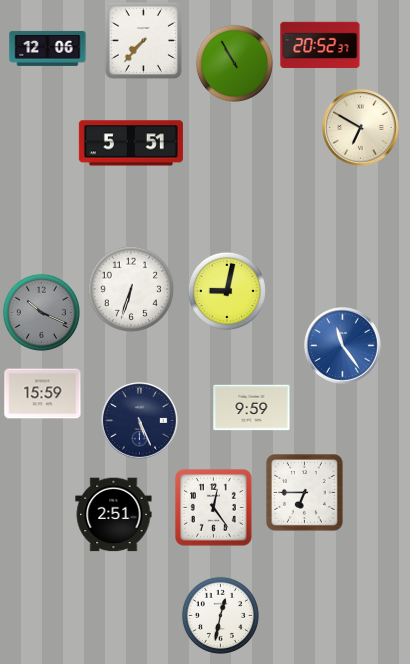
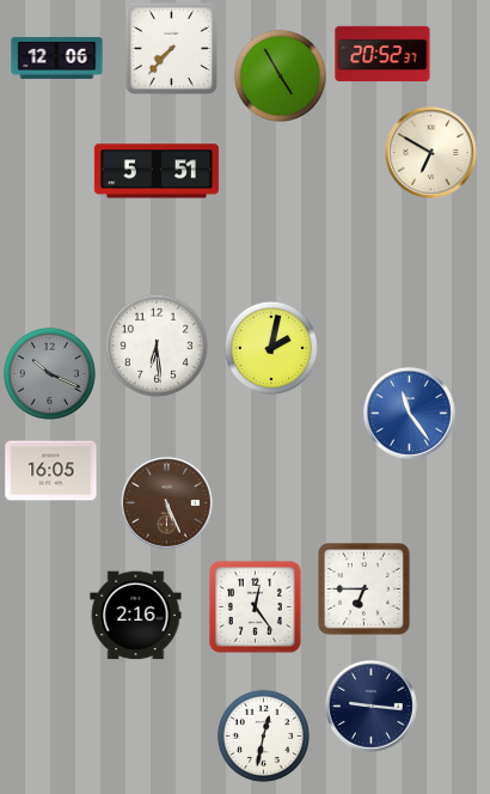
clock at (234, 63): 10:55 -> 4:55
clock at (131, 289): 6:33 -> 6:29
clock at (226, 290): 9:02 -> 2:02
clock at (43, 394): 15:59 -> 16:05
clock at (252, 408): 9:59 -> none
clock at (140, 421) dial: navy -> brown
clock at (114, 515): 2:51 -> 2:16
clock at (372, 707): none -> 9:16
